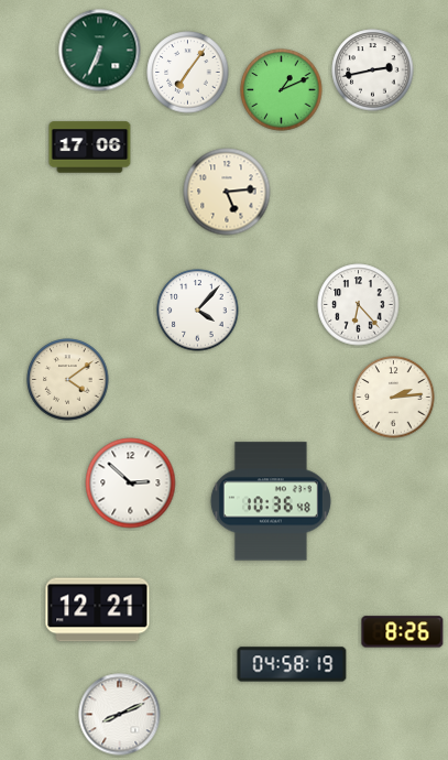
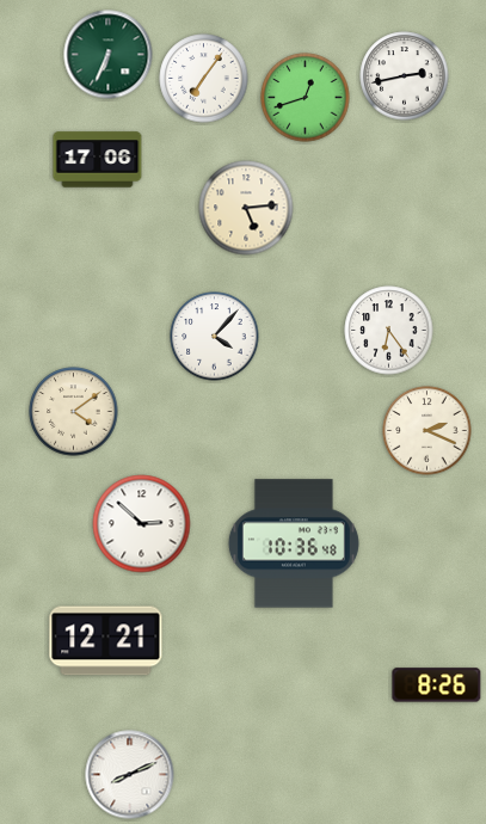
clock at (282, 90): 1:11 -> 12:42
clock at (359, 305): 6:23 -> 6:24
clock at (394, 398): 2:14 -> 2:19
clock at (98, 610) position: (98, 610) -> (106, 641)
clock at (292, 664): 04:58 -> none
